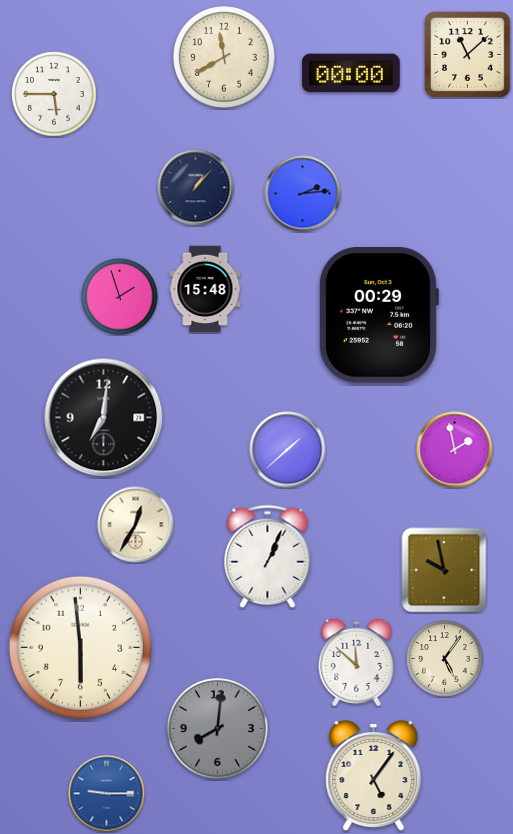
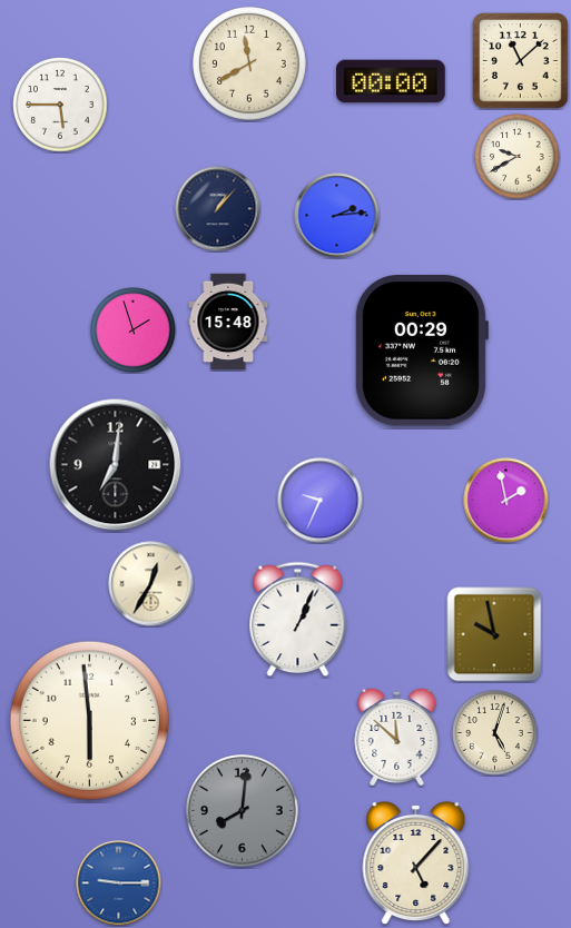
clock at (518, 157): none -> 9:40
clock at (288, 450): 1:38 -> 9:34
clock at (445, 659): 5:06 -> 5:03
clock at (374, 776): 5:06 -> 5:07
